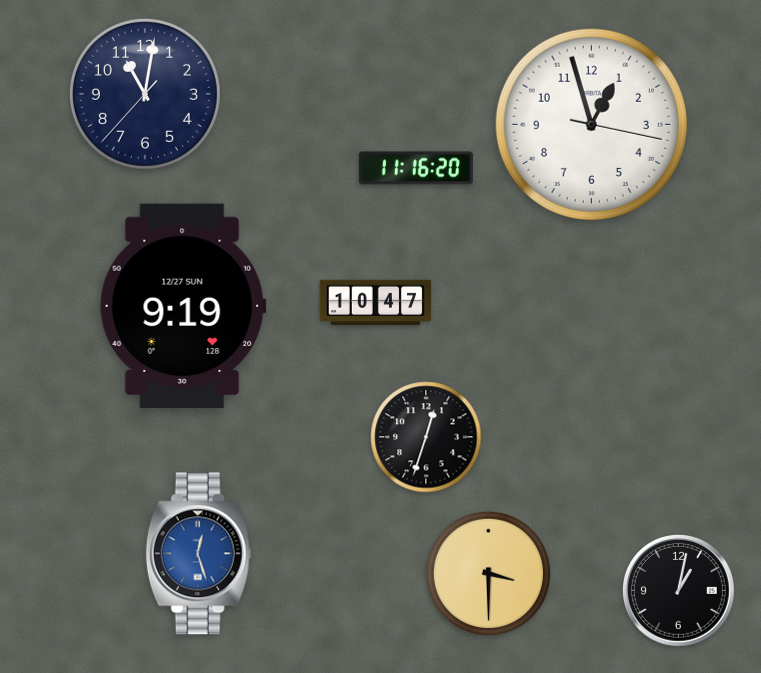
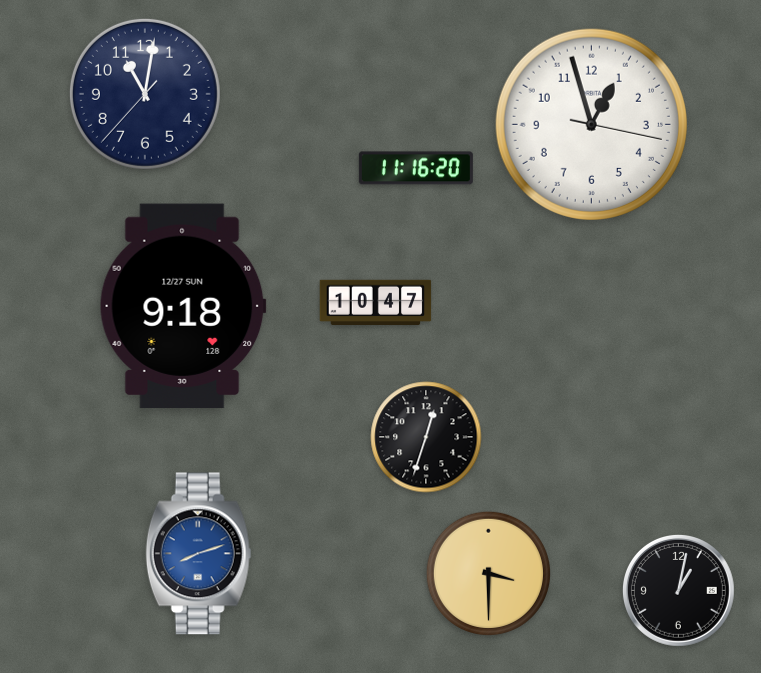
clock at (183, 306): 9:19 -> 9:18
clock at (199, 554): 12:27 -> 8:12
